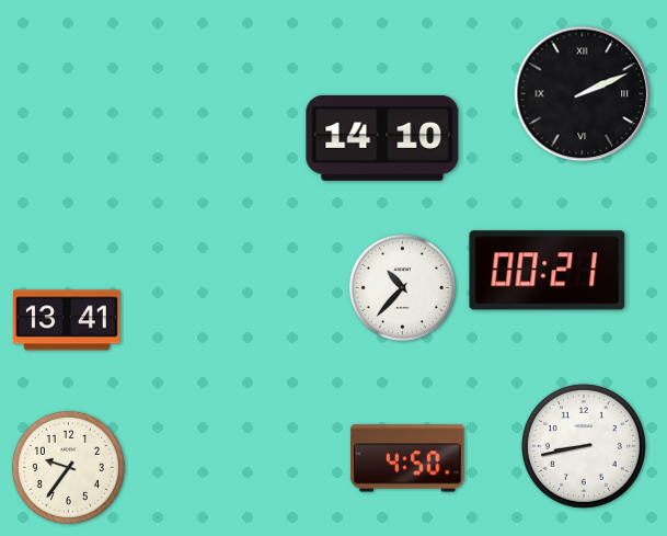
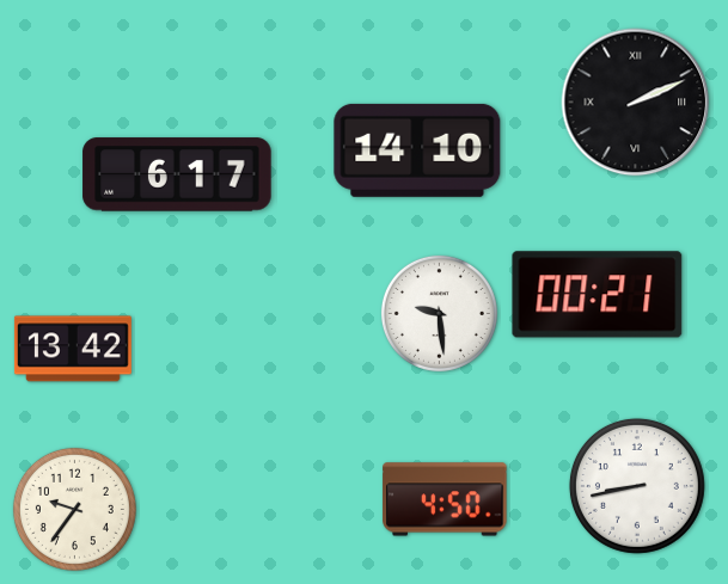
clock at (177, 174): none -> 6:17
clock at (402, 287): 10:37 -> 9:29
clock at (67, 320): 13:41 -> 13:42
